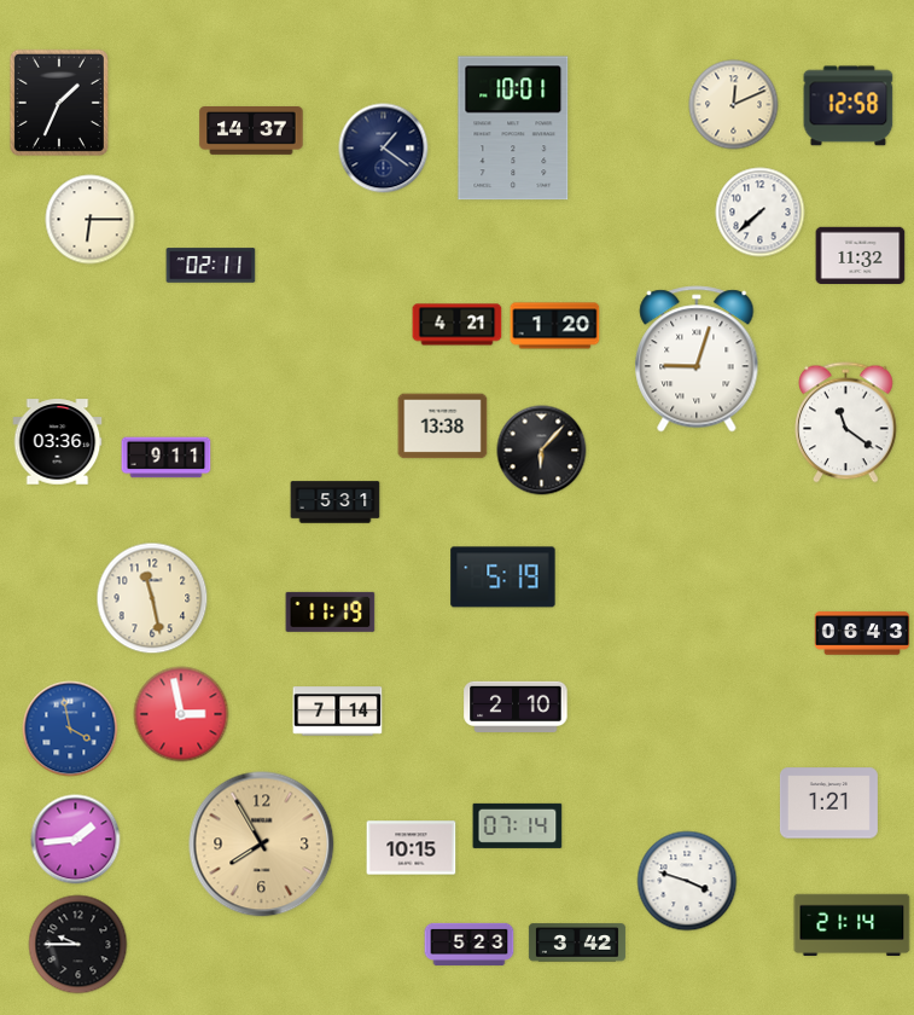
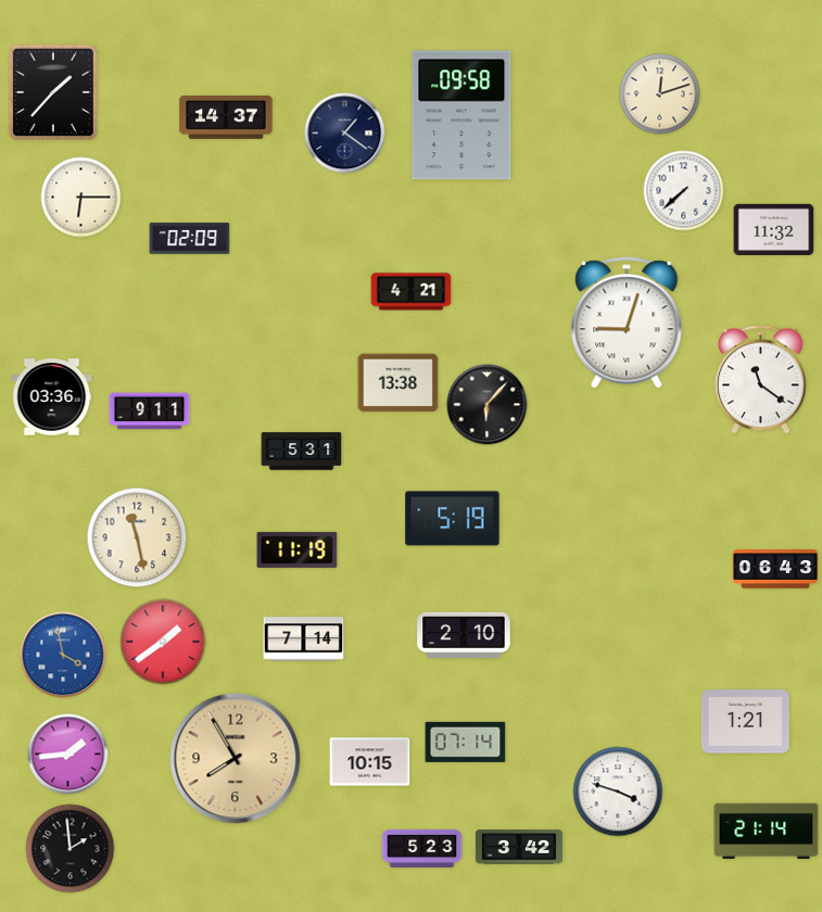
clock at (59, 103): 1:34 -> 1:37
clock at (734, 105): 12:11 -> 12:12
clock at (849, 106): 12:58 -> none
clock at (513, 128): 10:01 -> 09:58
clock at (211, 266): 02:11 -> 02:09
clock at (555, 326): 1:20 -> none
clock at (181, 714): 2:58 -> 1:39
clock at (78, 945): 9:45 -> 1:59
